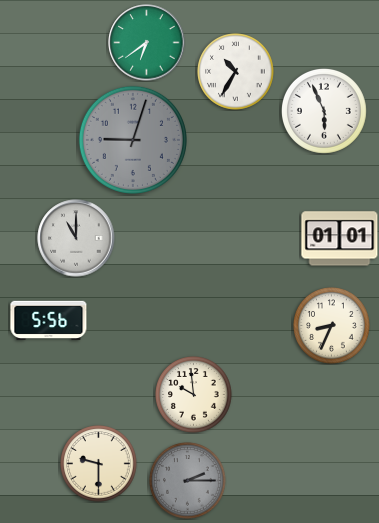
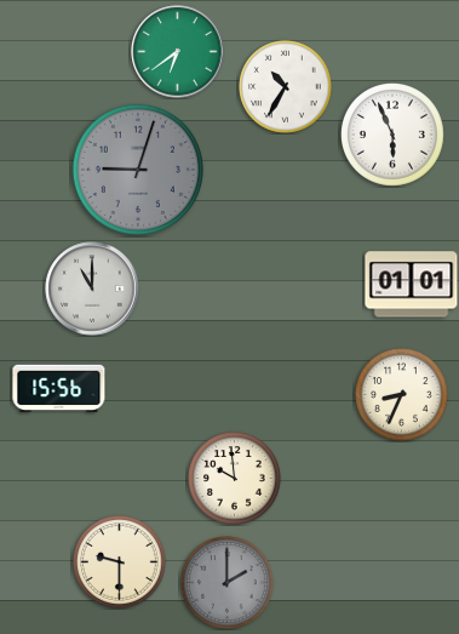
clock at (133, 140) position: (133, 140) -> (138, 170)
clock at (340, 239) position: (340, 239) -> (412, 285)
clock at (49, 321): 5:56 -> 15:56
clock at (188, 481): 2:15 -> 2:00
